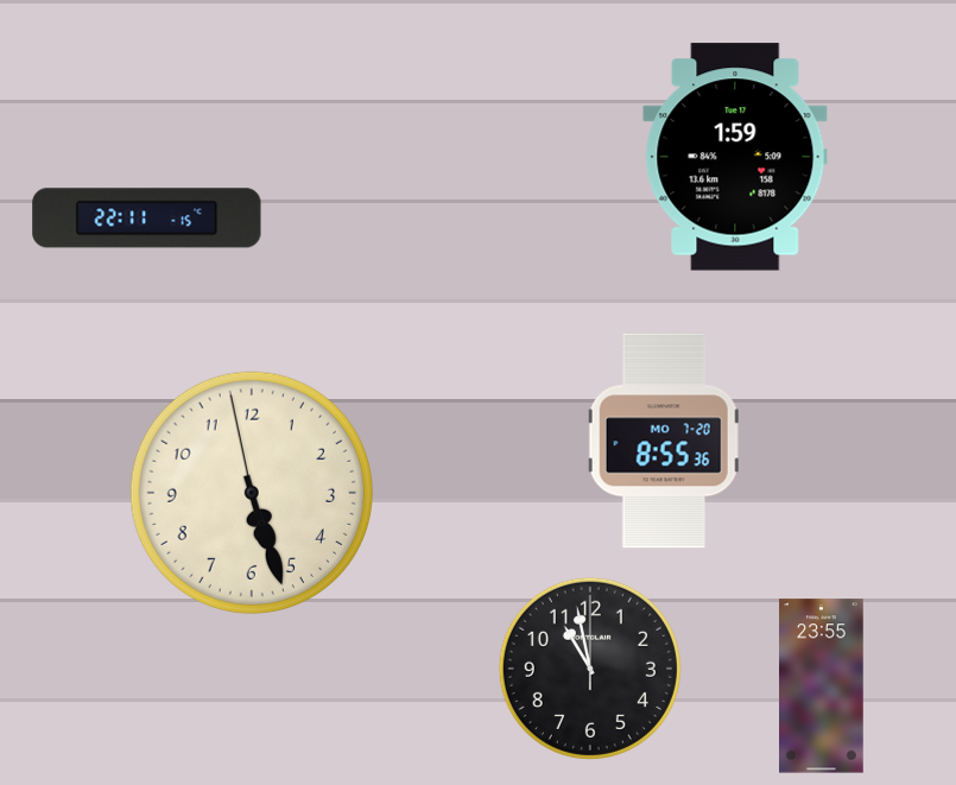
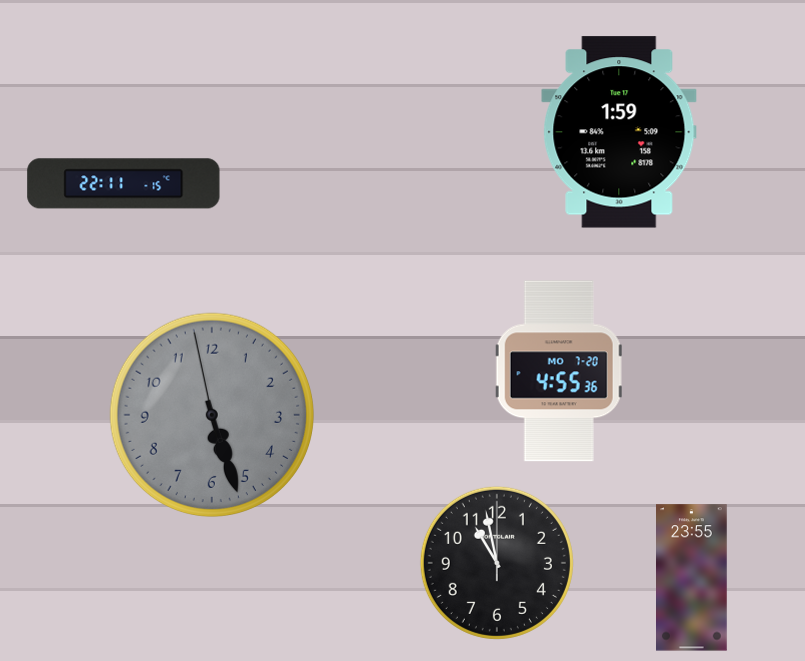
clock at (664, 441): 8:55 -> 4:55
clock at (251, 492) dial: cream -> grey
